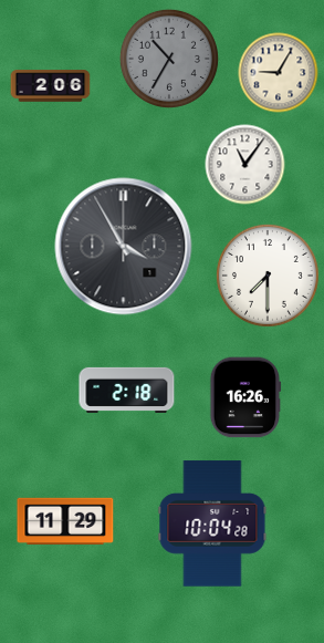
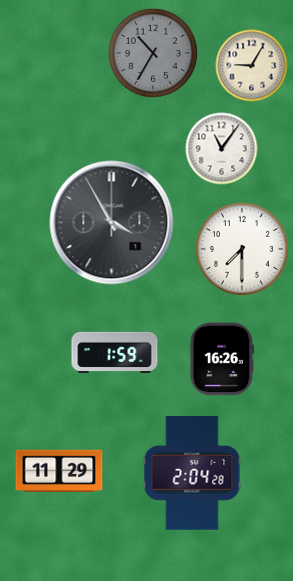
clock at (51, 86): 2:06 -> none
clock at (127, 390): 2:18 -> 1:59
clock at (212, 523): 10:04 -> 2:04
